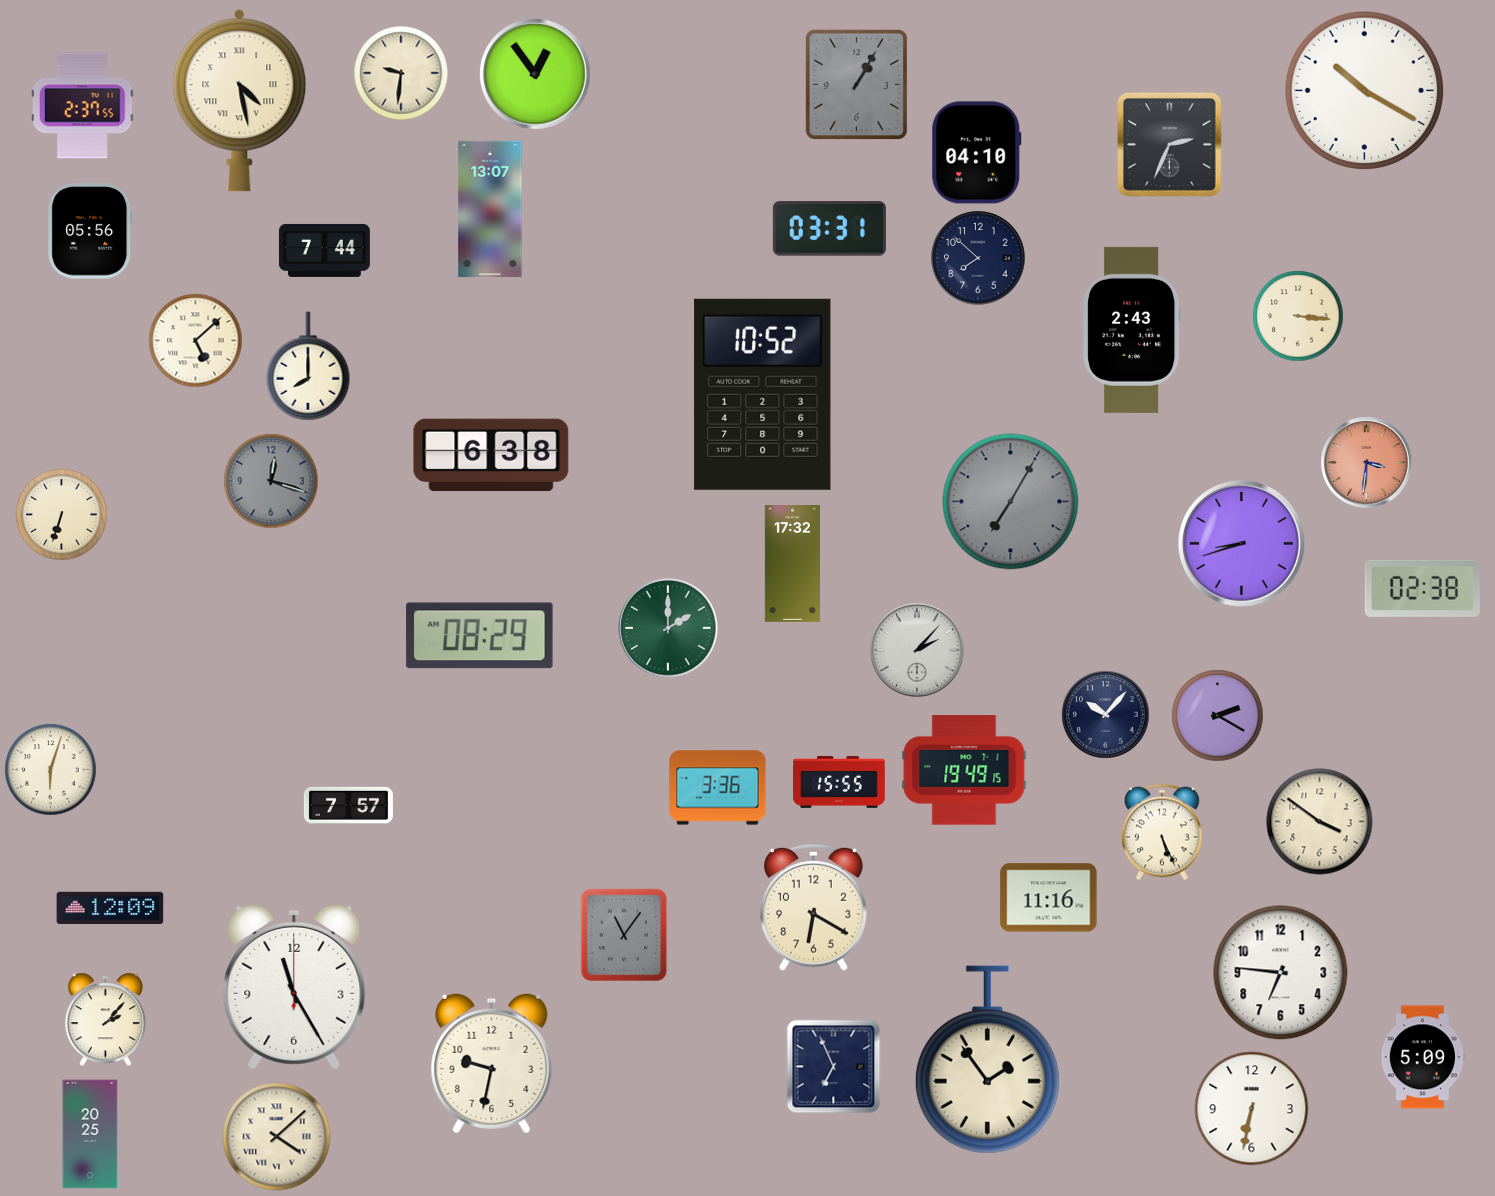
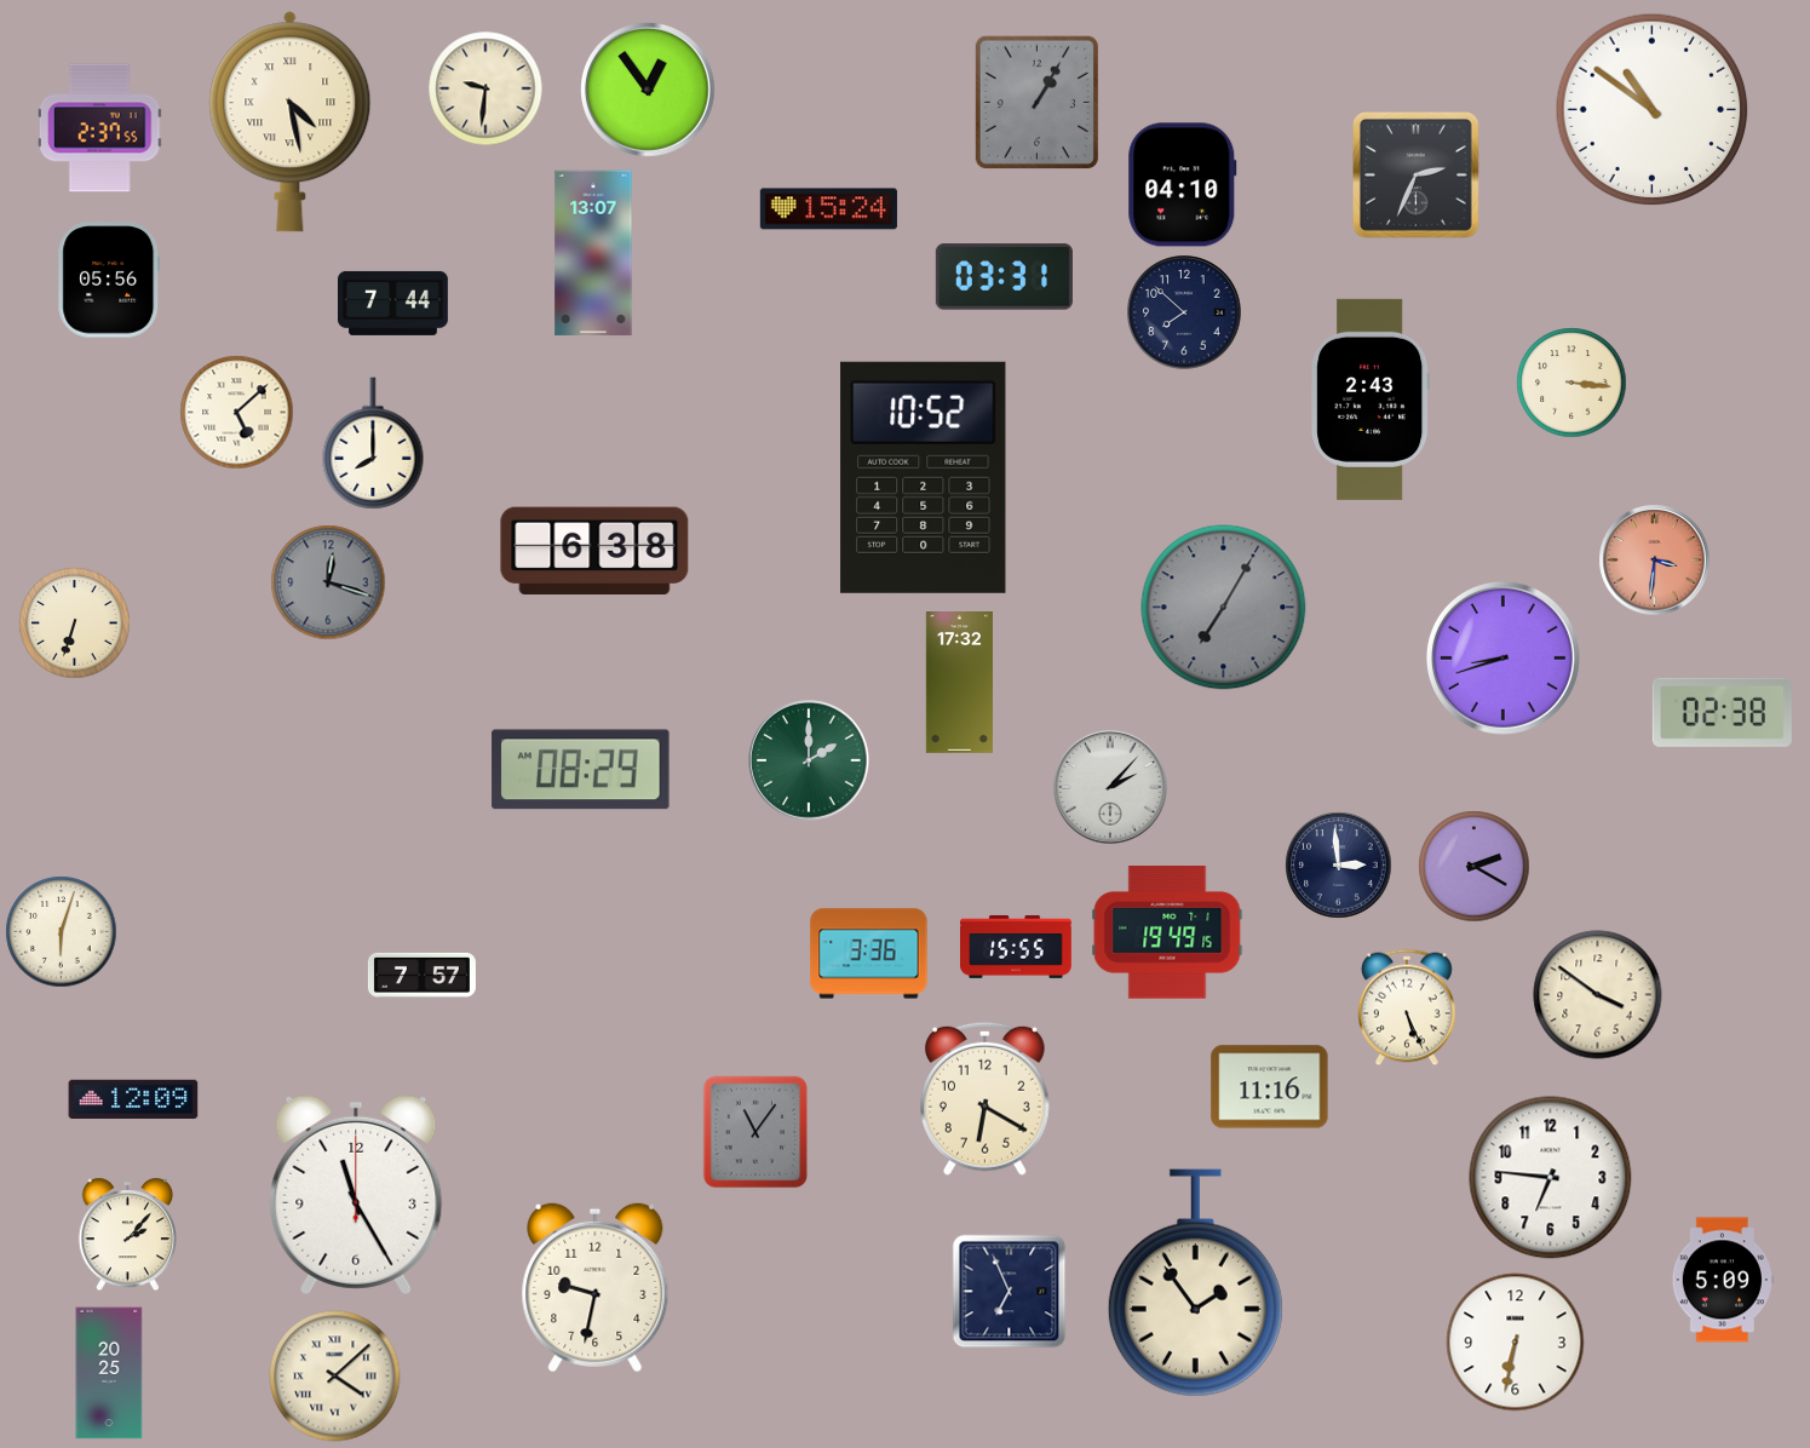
clock at (1365, 91): 10:20 -> 10:51
clock at (828, 209): none -> 15:24
clock at (1106, 715): 10:07 -> 2:59
